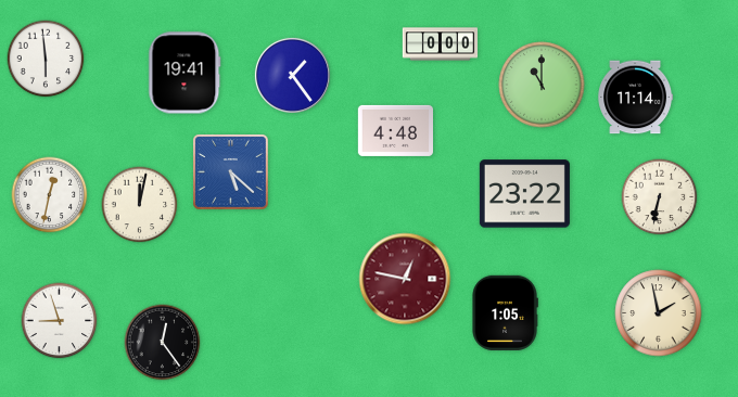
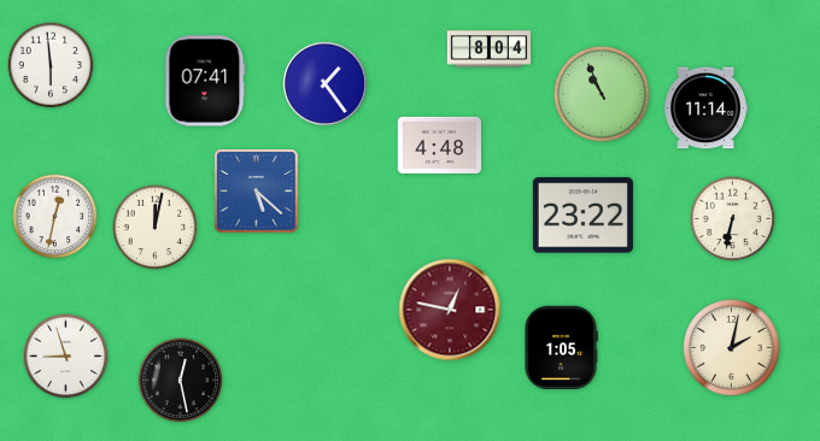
clock at (441, 44): 0:00 -> 8:04
clock at (184, 73): 19:41 -> 07:41
clock at (542, 85): 11:00 -> 10:56
clock at (659, 313): 1:58 -> 2:02
clock at (163, 343): 12:24 -> 12:28
